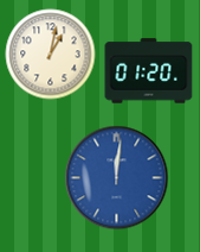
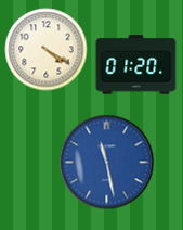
clock at (51, 55): 1:02 -> 4:20
clock at (117, 178): 12:01 -> 11:28
